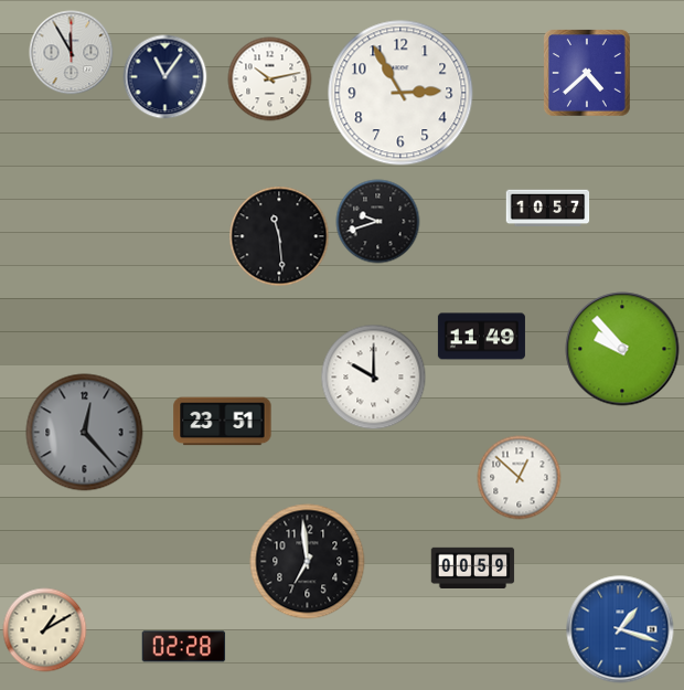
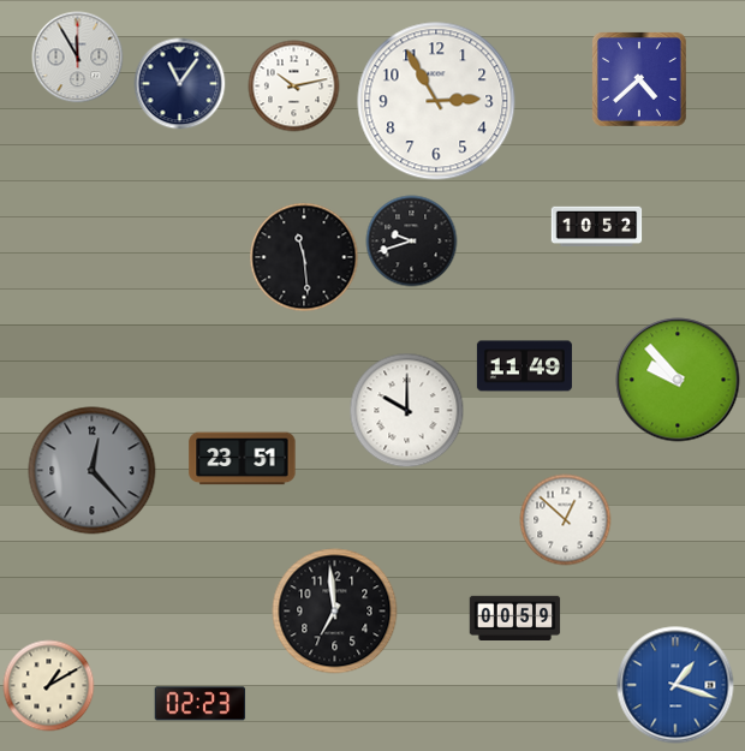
clock at (548, 209): 10:57 -> 10:52
clock at (184, 647): 02:28 -> 02:23
